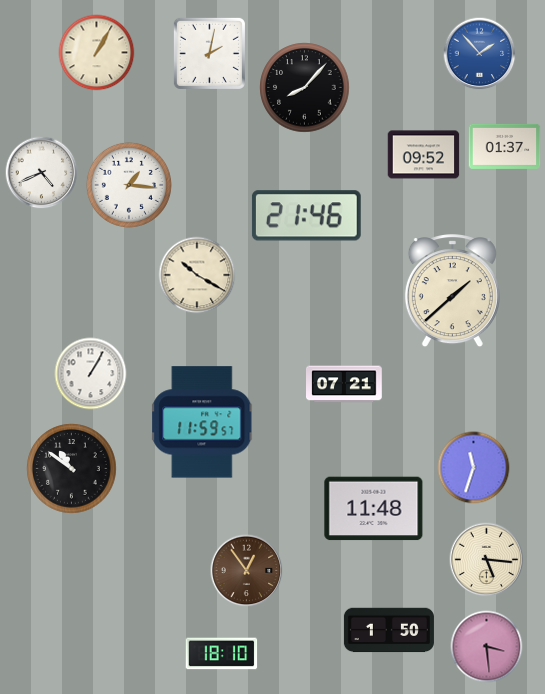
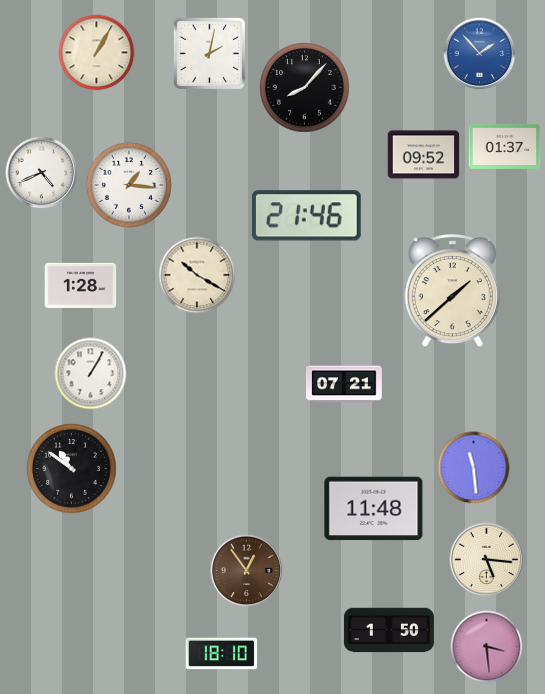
clock at (81, 285): none -> 1:28
clock at (203, 422): 11:59 -> none
clock at (474, 468): 11:33 -> 11:29
